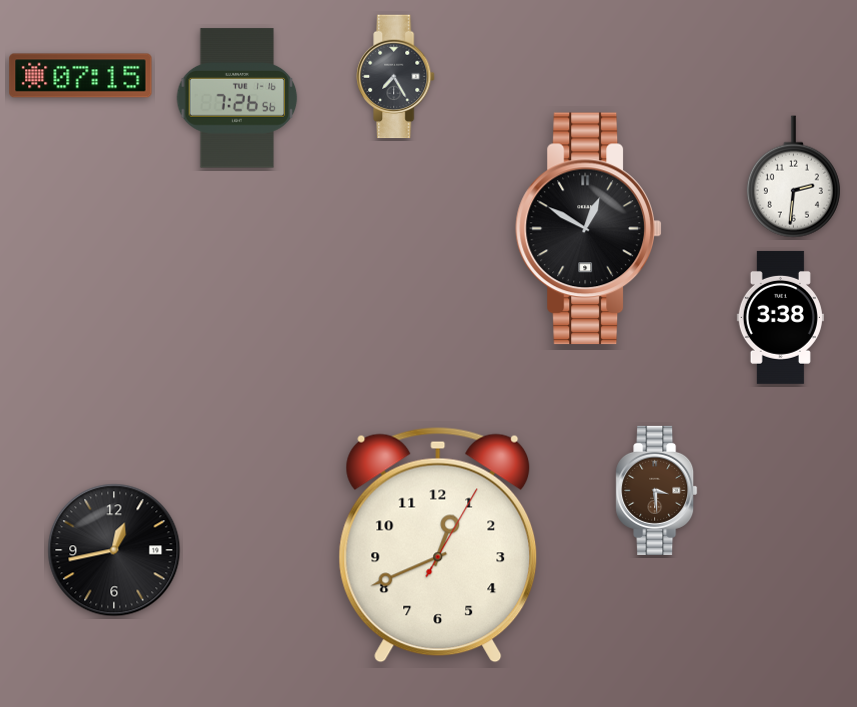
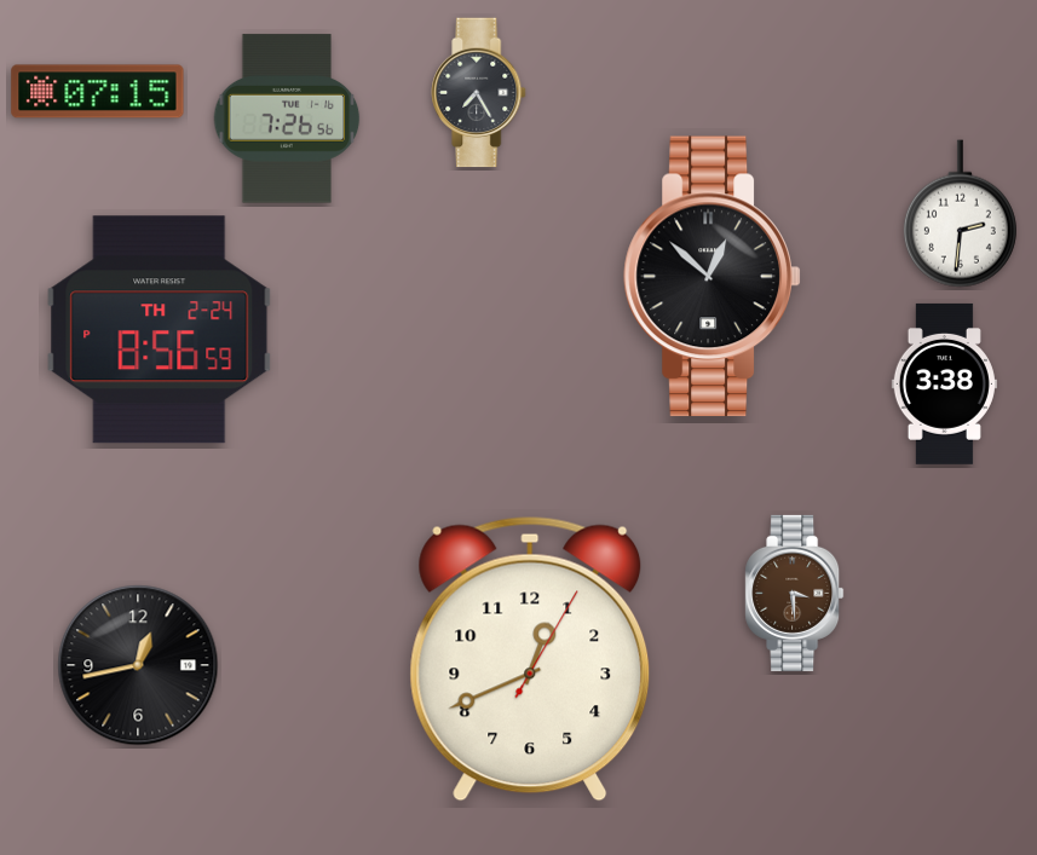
clock at (589, 229): 12:50 -> 12:52
clock at (160, 330): none -> 8:56
